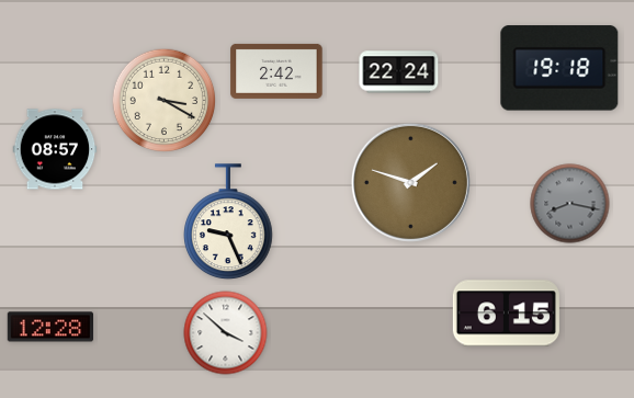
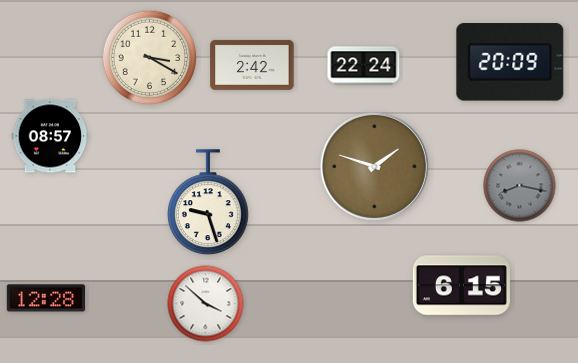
clock at (559, 68): 19:18 -> 20:09
clock at (165, 101) position: (165, 101) -> (150, 58)
clock at (229, 223): 9:26 -> 9:27
